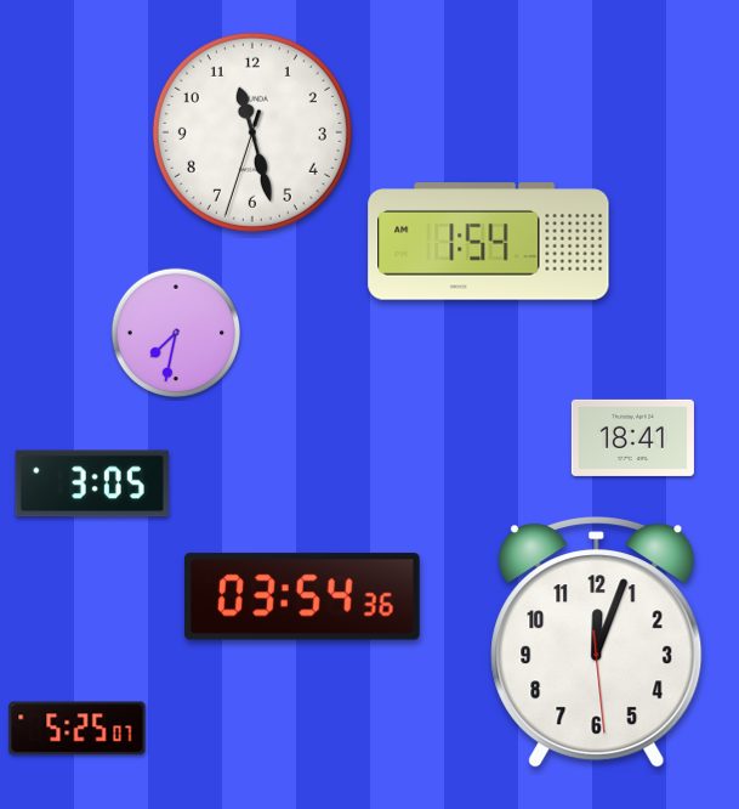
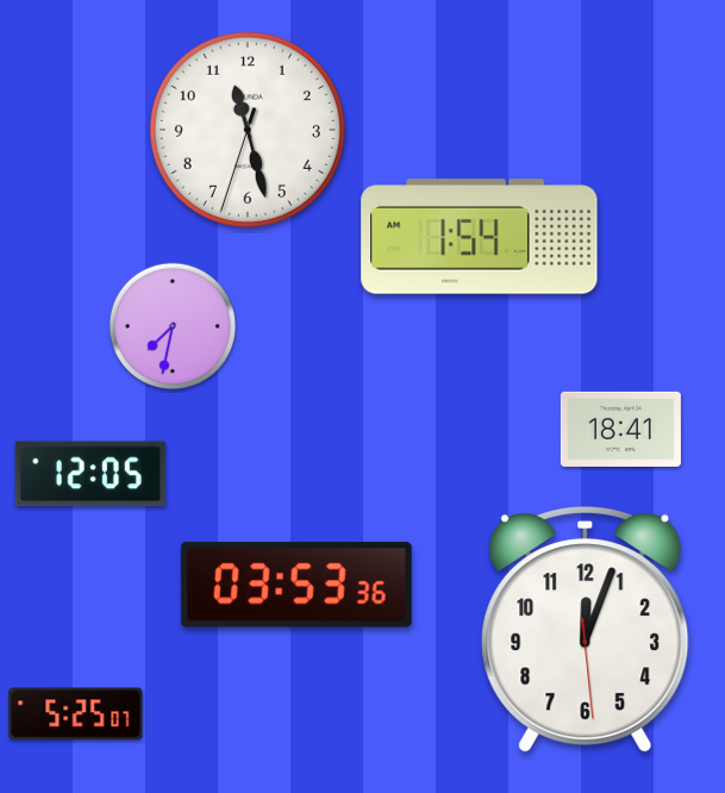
clock at (92, 483): 3:05 -> 12:05
clock at (302, 596): 03:54 -> 03:53
